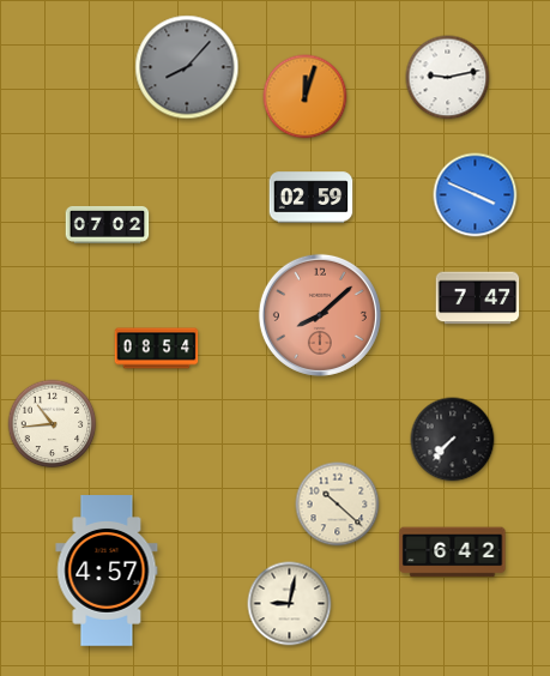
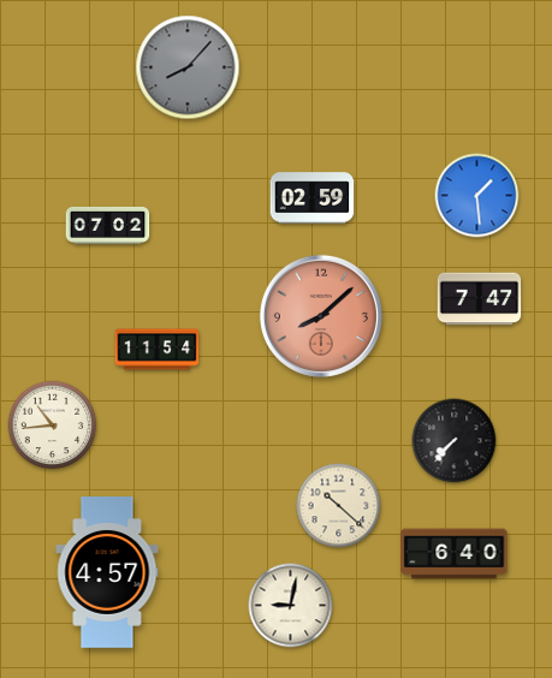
clock at (448, 78): 9:13 -> none
clock at (306, 97): 12:03 -> none
clock at (476, 195): 3:49 -> 1:29
clock at (157, 349): 08:54 -> 11:54
clock at (453, 553): 6:42 -> 6:40
